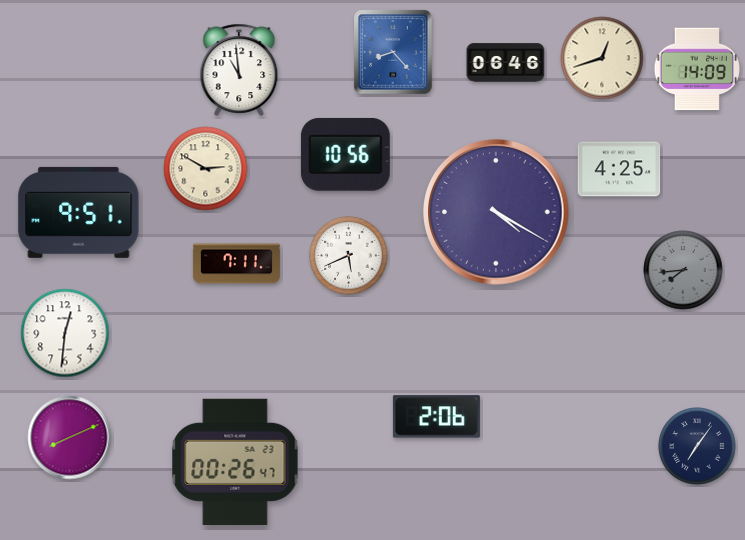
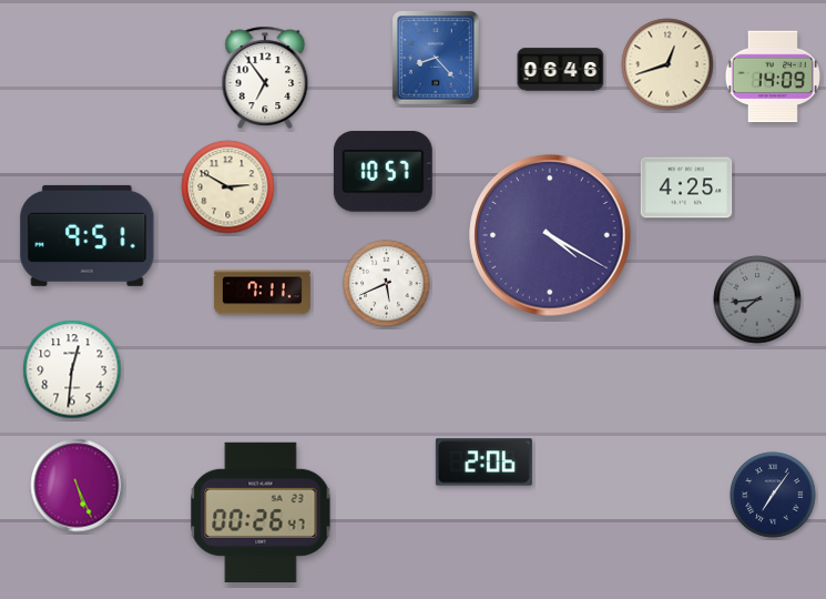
clock at (239, 70): 10:59 -> 6:54
clock at (345, 154): 10:56 -> 10:57
clock at (70, 438): 8:11 -> 5:26
